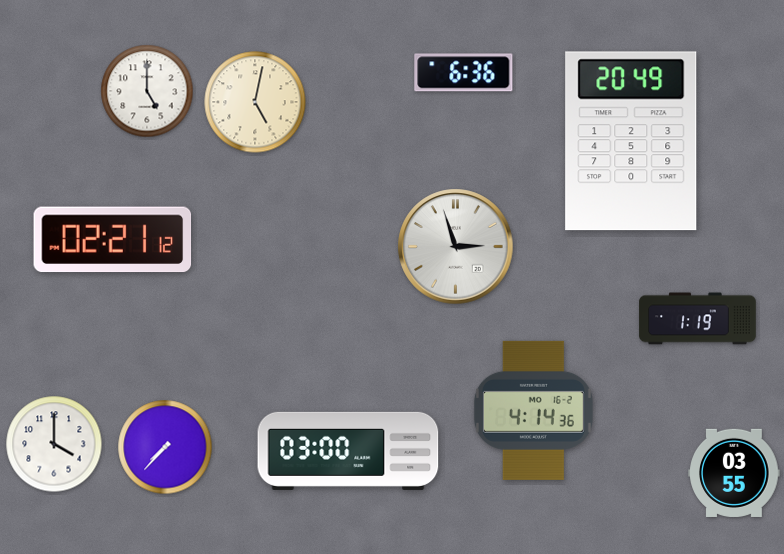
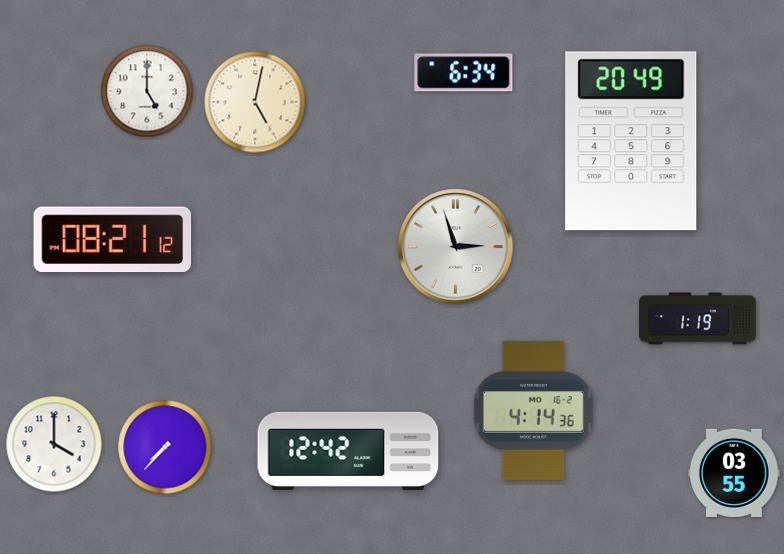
clock at (464, 73): 6:36 -> 6:34
clock at (113, 240): 02:21 -> 08:21
clock at (348, 451): 03:00 -> 12:42
